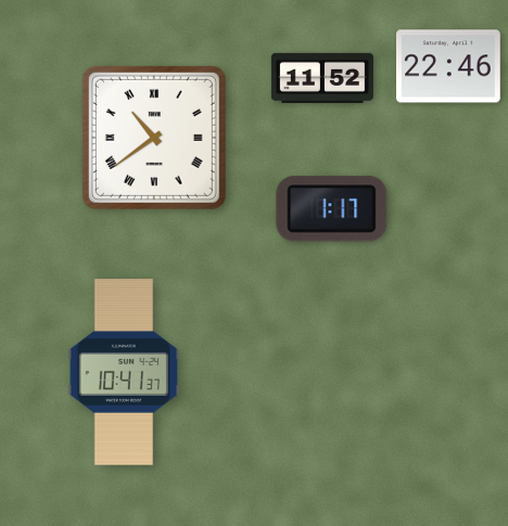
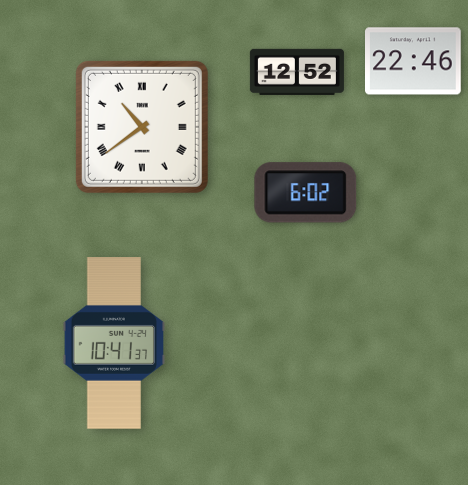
clock at (322, 78): 11:52 -> 12:52
clock at (332, 209): 1:17 -> 6:02
